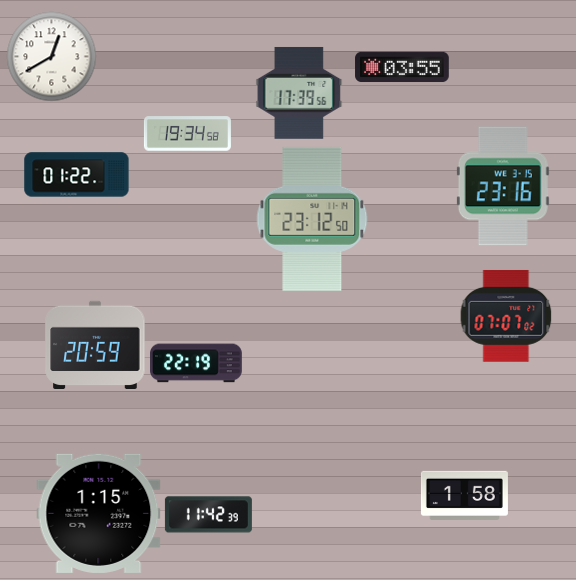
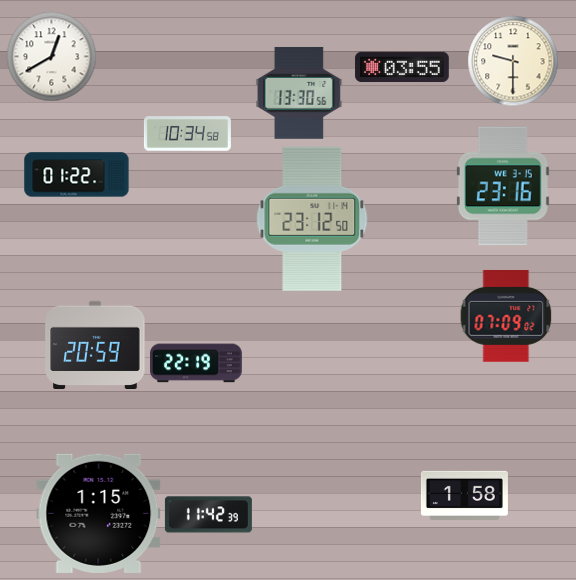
clock at (513, 61): none -> 9:30
clock at (299, 93): 17:39 -> 13:30
clock at (187, 134): 19:34 -> 10:34
clock at (506, 316): 07:07 -> 07:09
